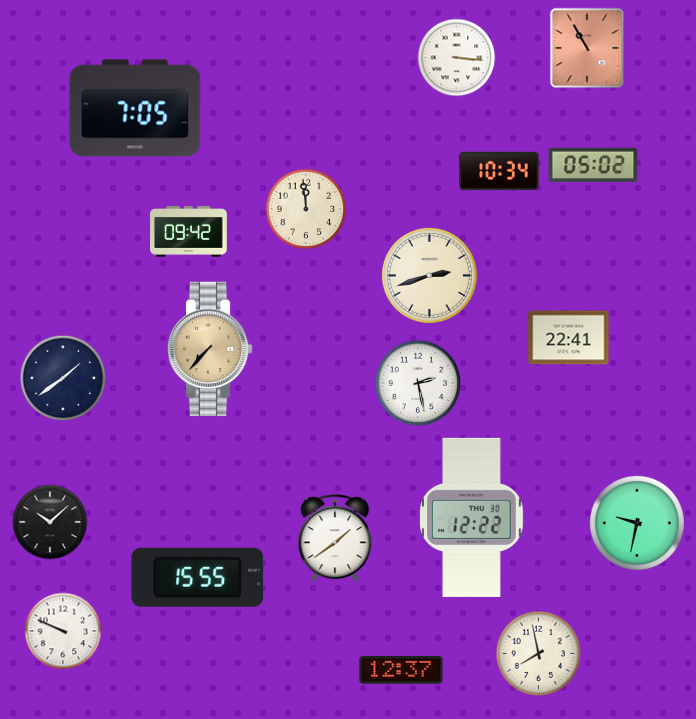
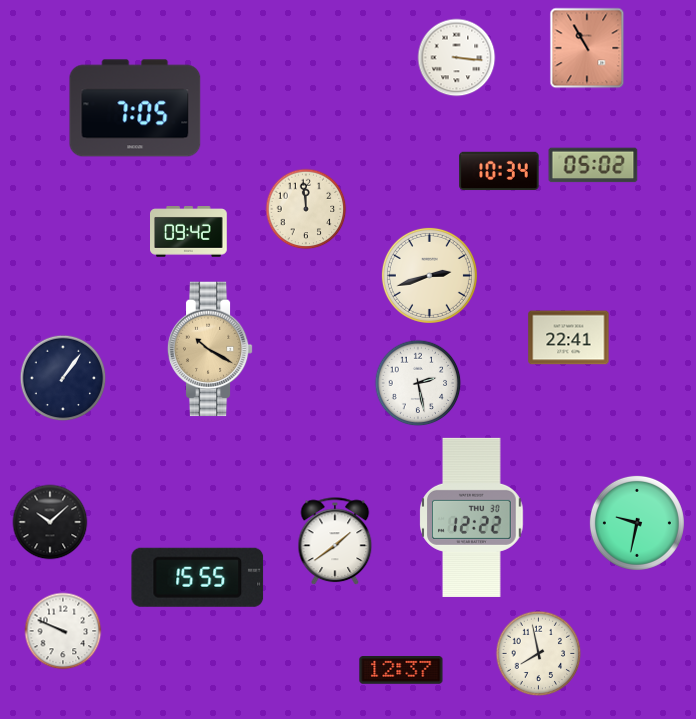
clock at (210, 349): 7:37 -> 10:20
clock at (63, 378): 1:39 -> 1:06
clock at (335, 539) position: (335, 539) -> (335, 542)
